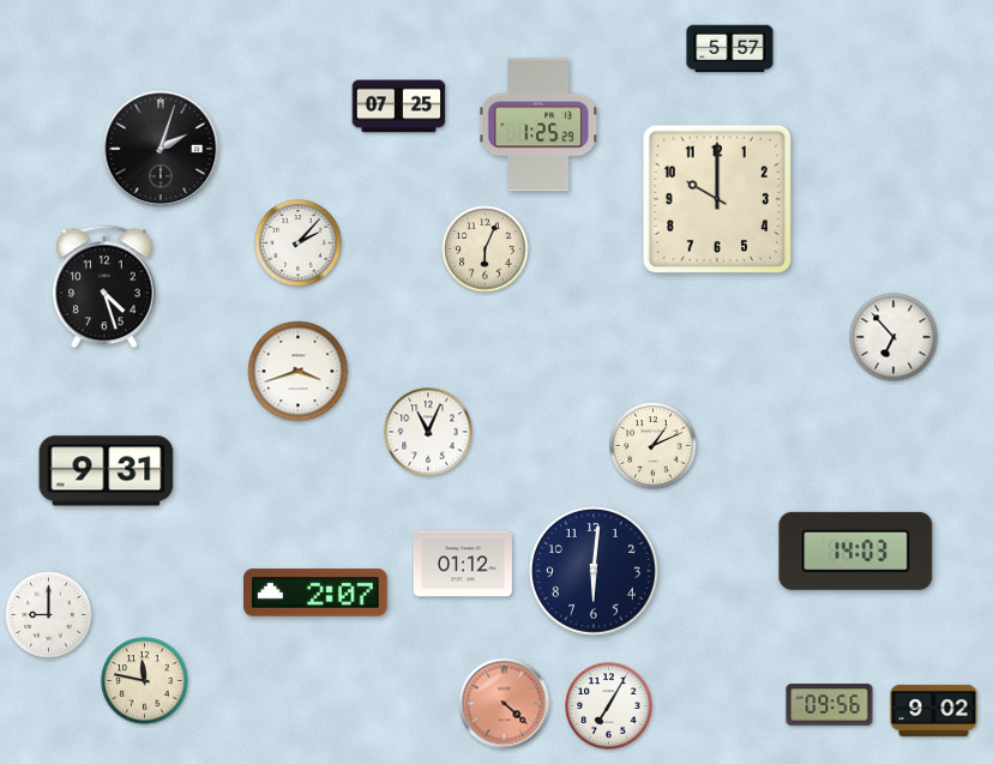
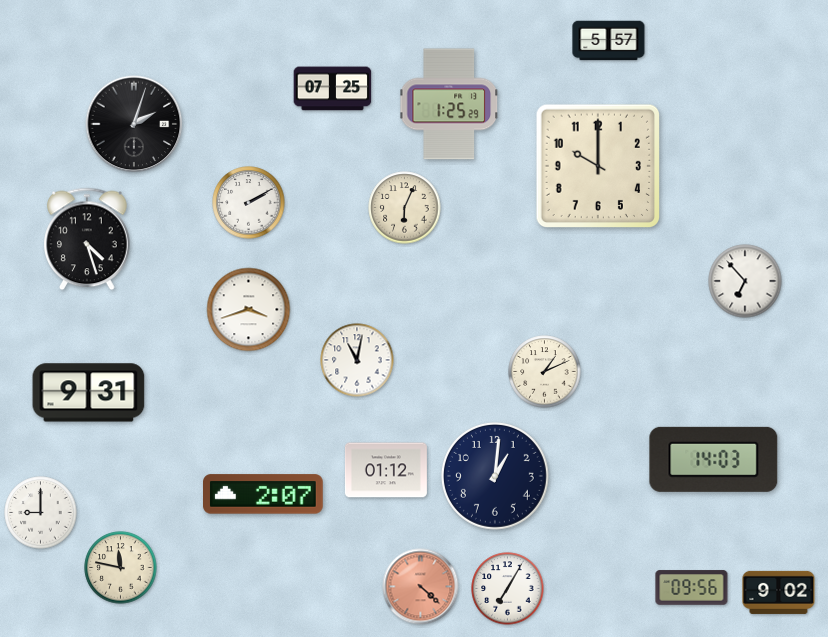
clock at (299, 243): 2:07 -> 2:10
clock at (428, 432): 11:04 -> 11:02
clock at (594, 571): 6:01 -> 1:01
